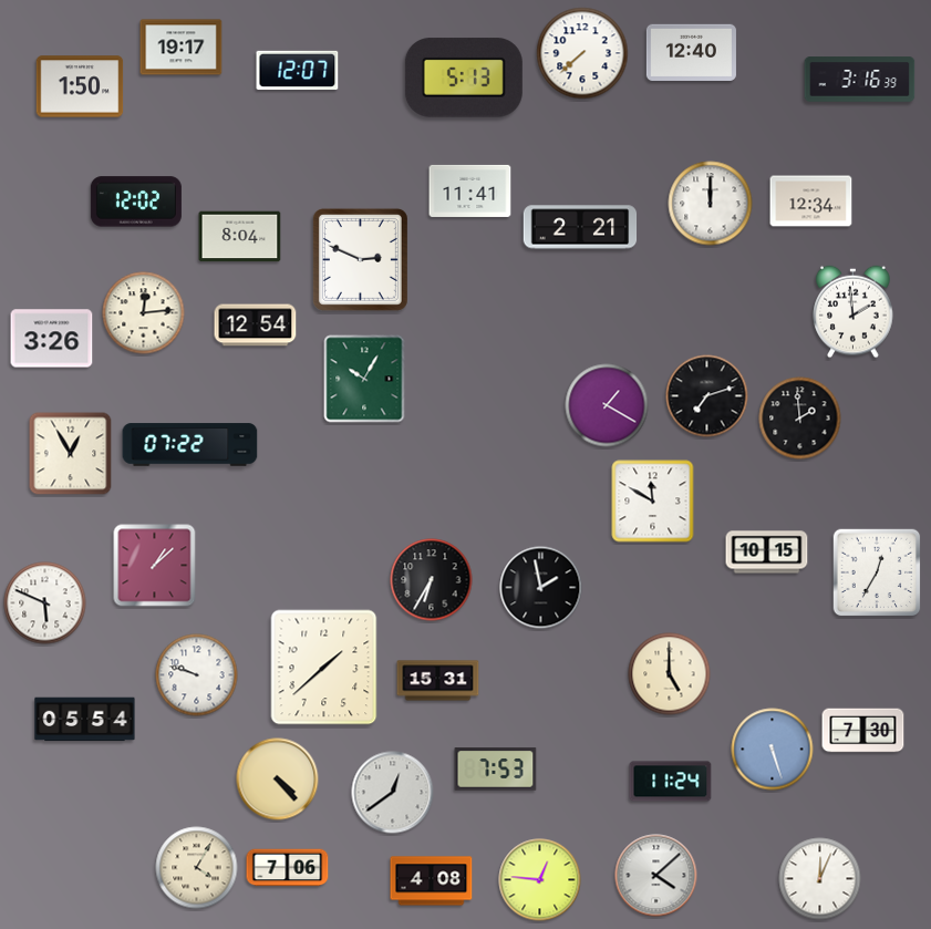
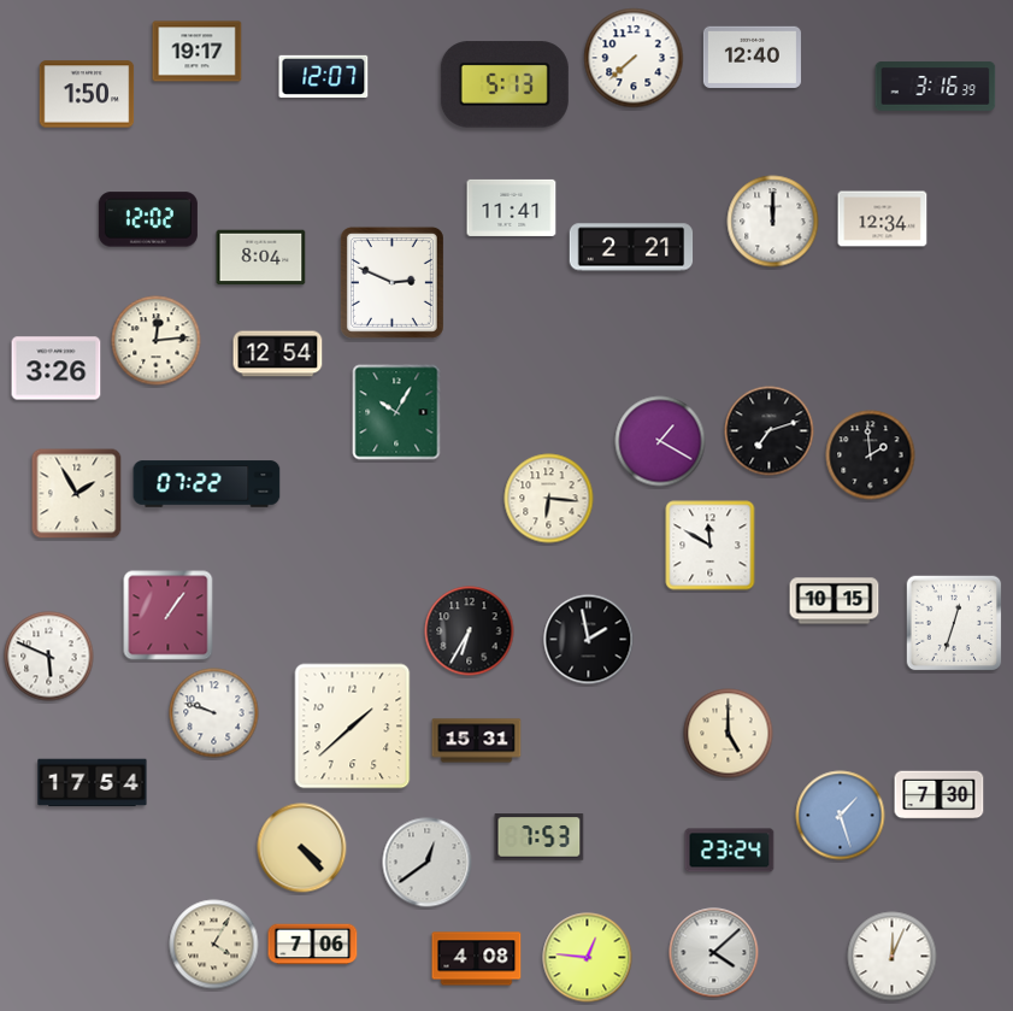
clock at (854, 312): 1:59 -> none
clock at (71, 454): 12:55 -> 1:55
clock at (549, 499): none -> 6:16
clock at (155, 566): 1:08 -> 1:06
clock at (877, 572): 12:35 -> 12:33
clock at (197, 675) position: (197, 675) -> (214, 713)
clock at (85, 720): 05:54 -> 17:54
clock at (773, 750): 5:27 -> 1:27
clock at (671, 782): 11:24 -> 23:24
clock at (432, 881) position: (432, 881) -> (477, 959)
